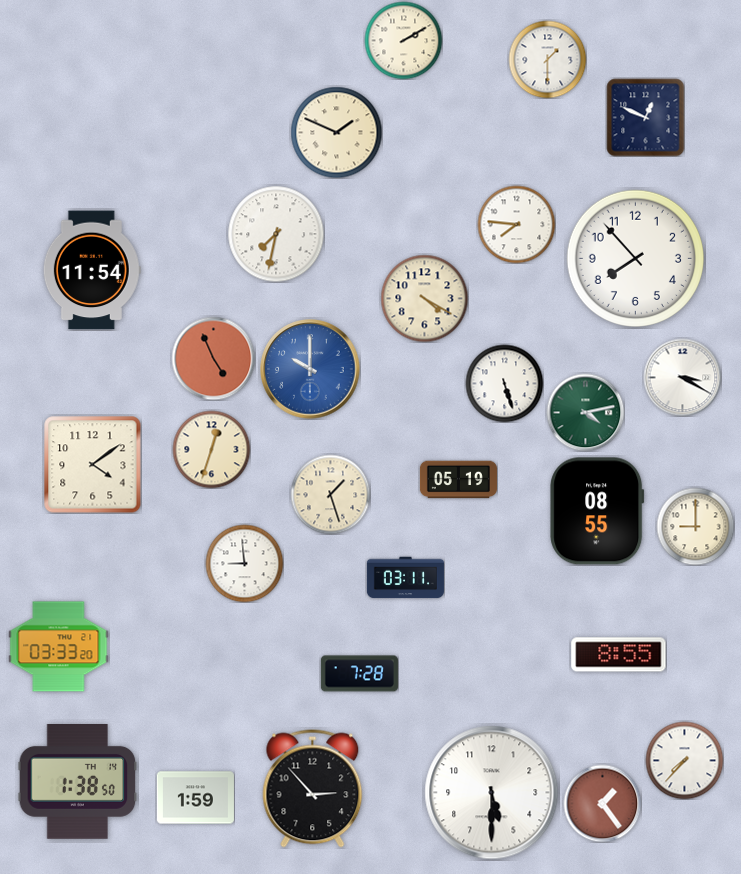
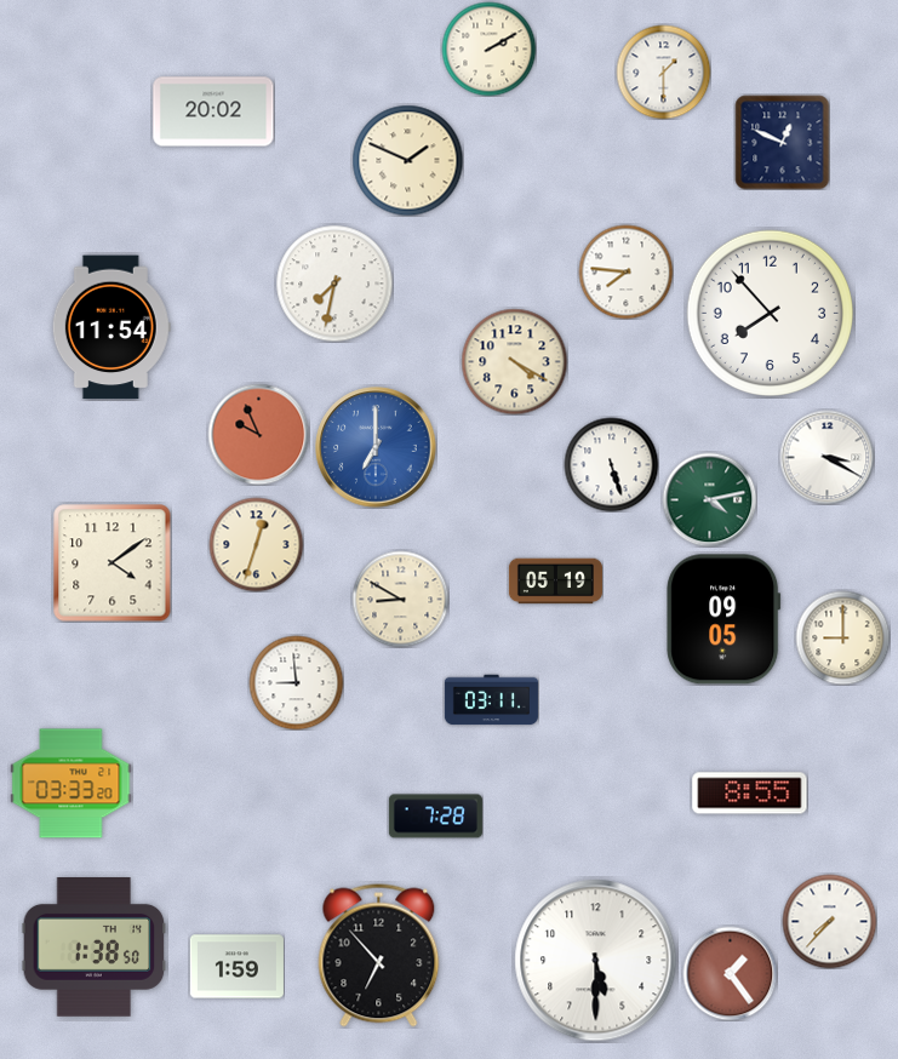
clock at (213, 111): none -> 20:02
clock at (213, 358): 4:56 -> 9:56
clock at (310, 369): 10:00 -> 7:00
clock at (330, 494): 1:27 -> 8:50
clock at (597, 511): 08:55 -> 09:05
clock at (313, 789): 2:53 -> 6:53
